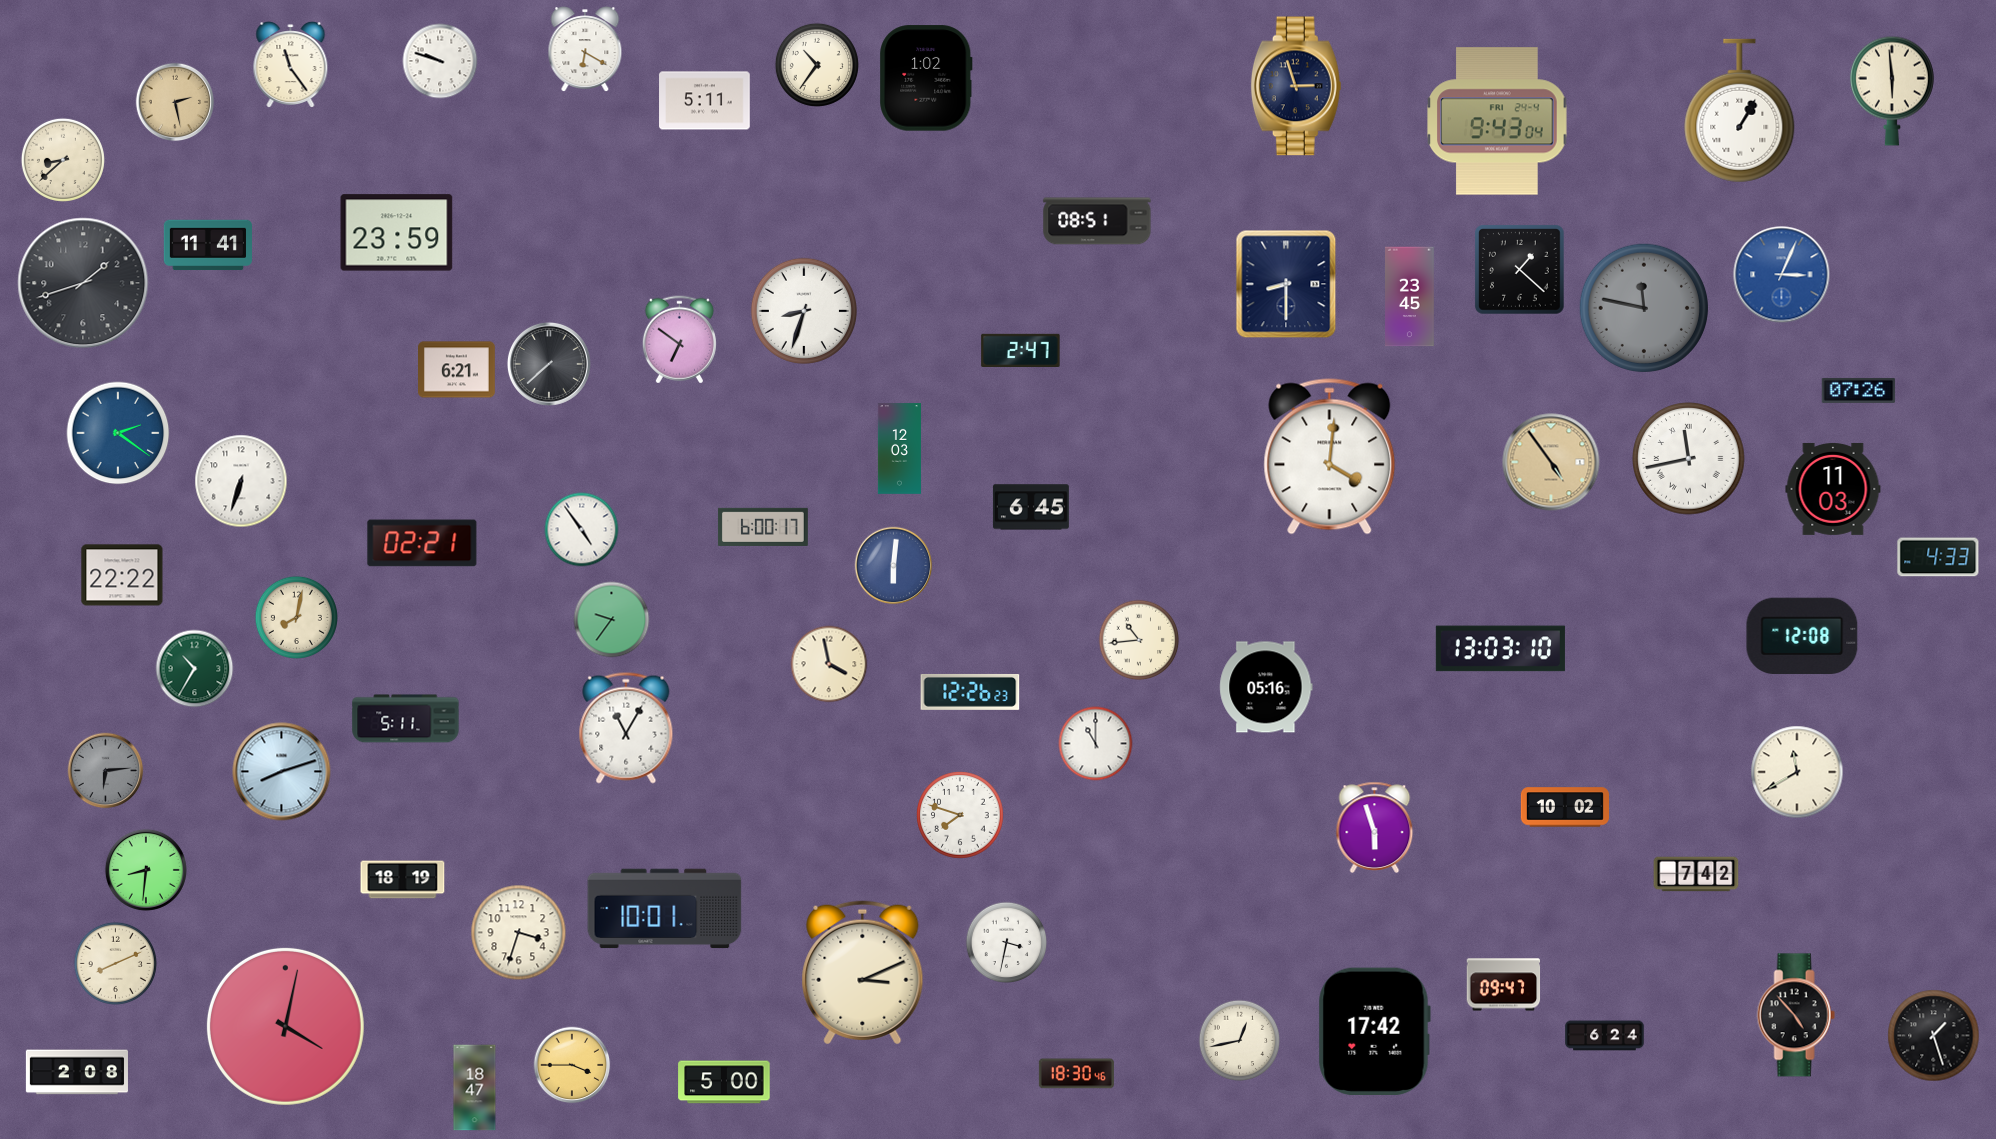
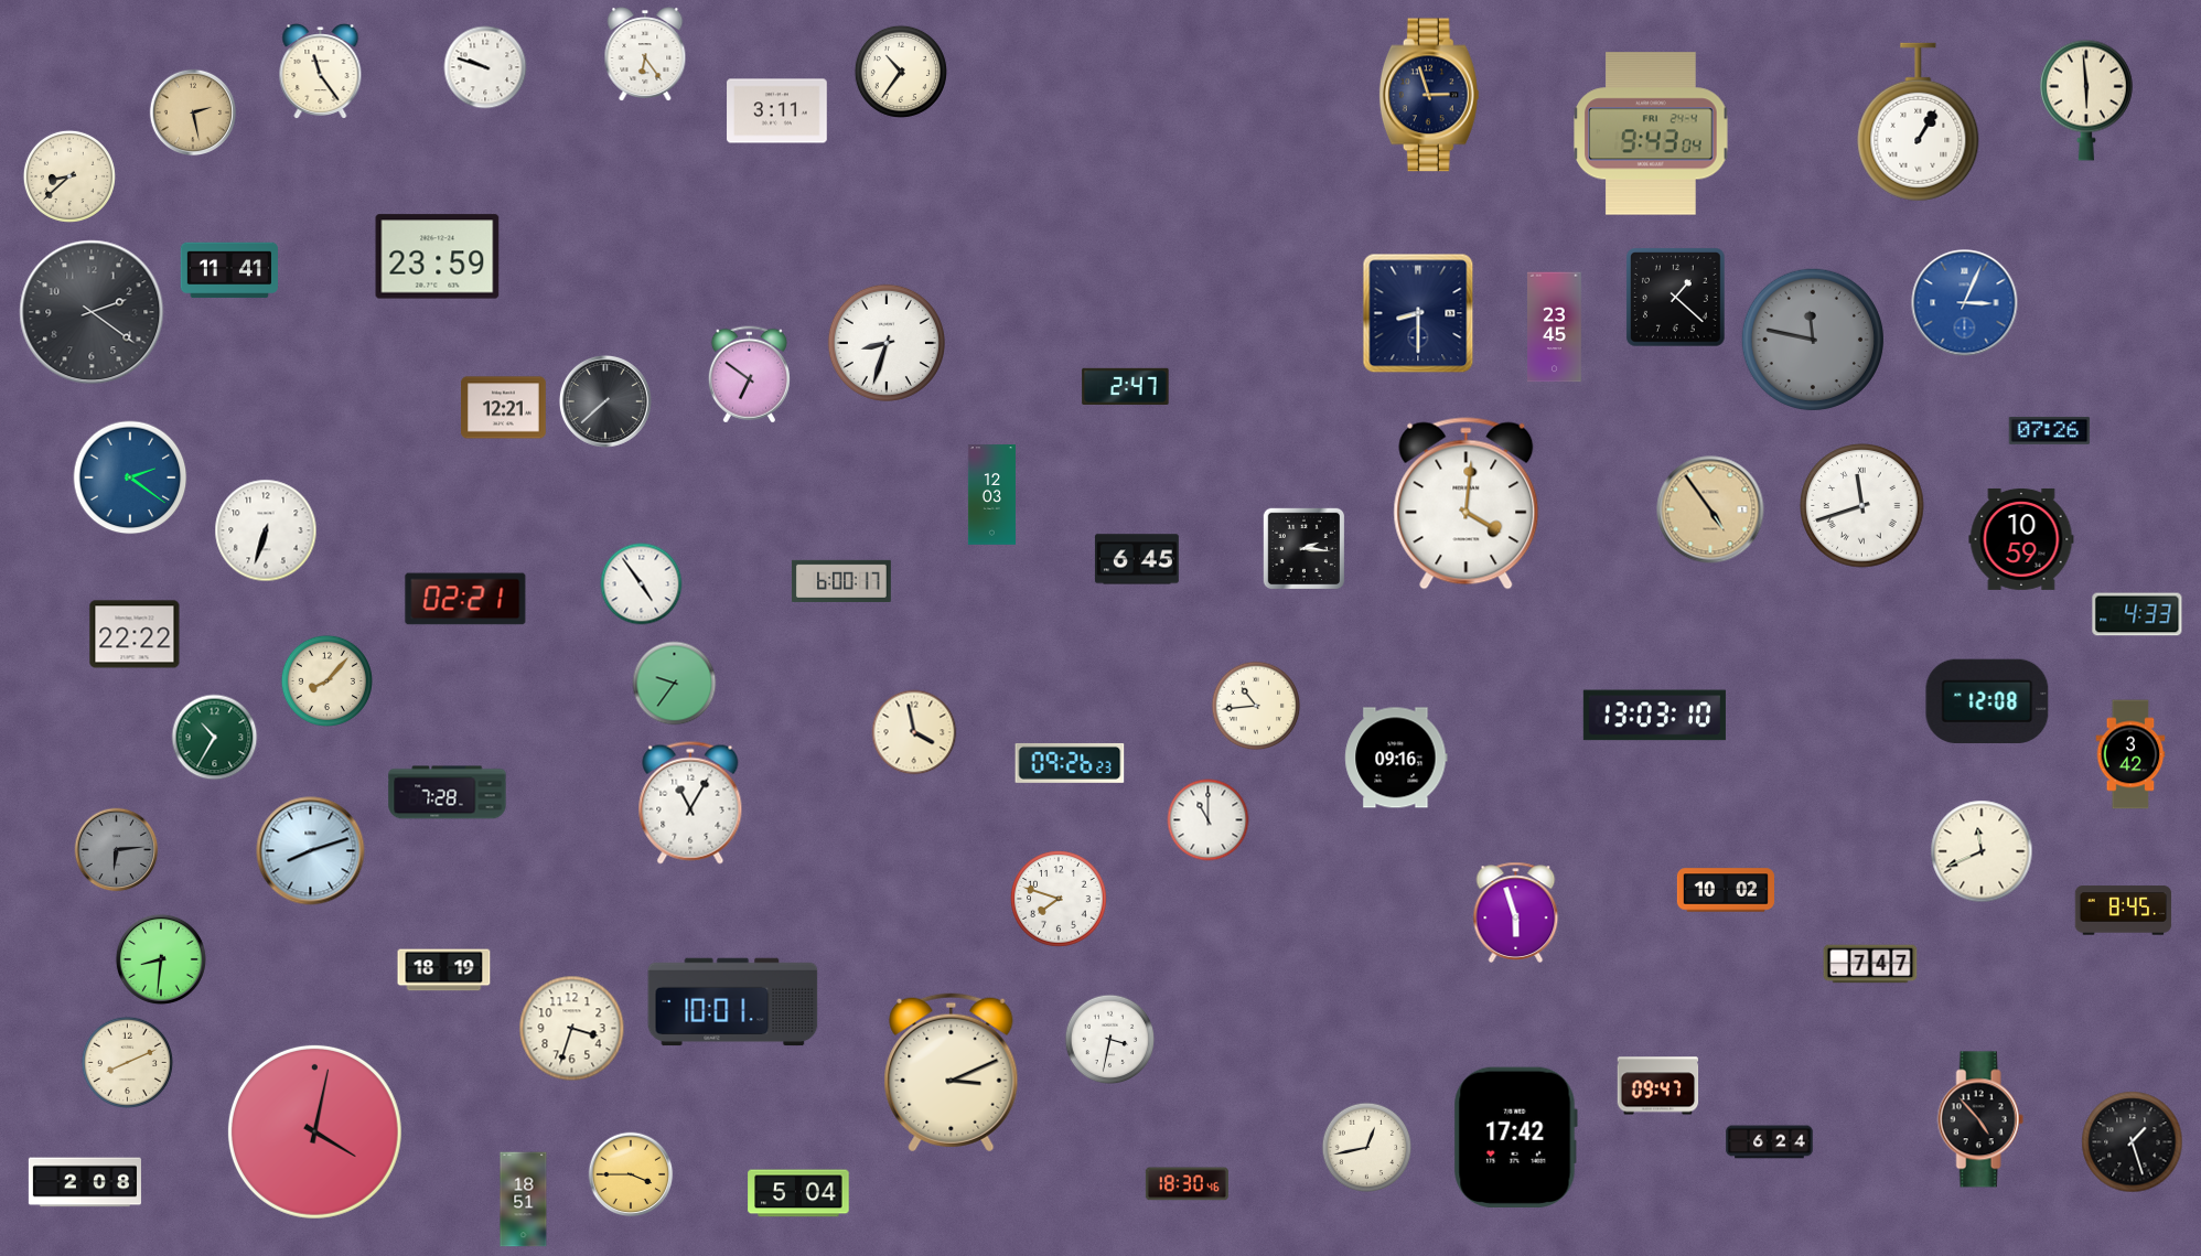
clock at (585, 49): 6:20 -> 6:24
clock at (926, 78): 1:02 -> none
clock at (705, 101): 5:11 -> 3:11
clock at (1097, 221): 08:51 -> none
clock at (83, 283): 1:42 -> 2:21
clock at (457, 370): 6:21 -> 12:21
clock at (1689, 459): 11:43 -> 11:42
clock at (1833, 489): 11:03 -> 10:59
clock at (1303, 548): none -> 2:16
clock at (894, 566): 6:01 -> none
clock at (296, 617): 8:02 -> 8:07
clock at (2130, 754): none -> 3:42
clock at (1266, 687): 05:16 -> 09:16
clock at (970, 692): 12:26 -> 09:26
clock at (406, 719): 5:11 -> 7:28
clock at (1797, 772): 11:40 -> 11:41
clock at (2124, 911): none -> 8:45
clock at (1696, 874): 7:42 -> 7:47
clock at (724, 1082): 5:00 -> 5:04
clock at (475, 1088): 18:47 -> 18:51
